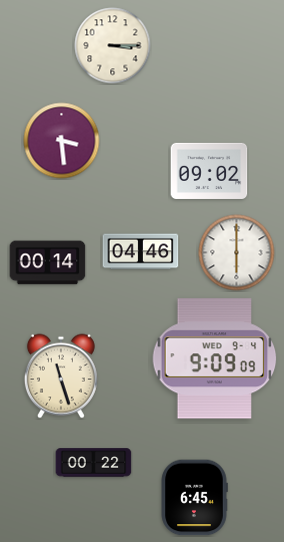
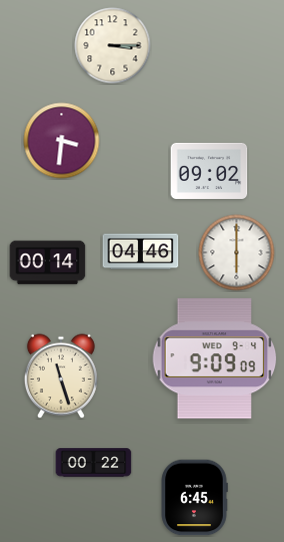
clock at (62, 141): 3:29 -> 3:31
